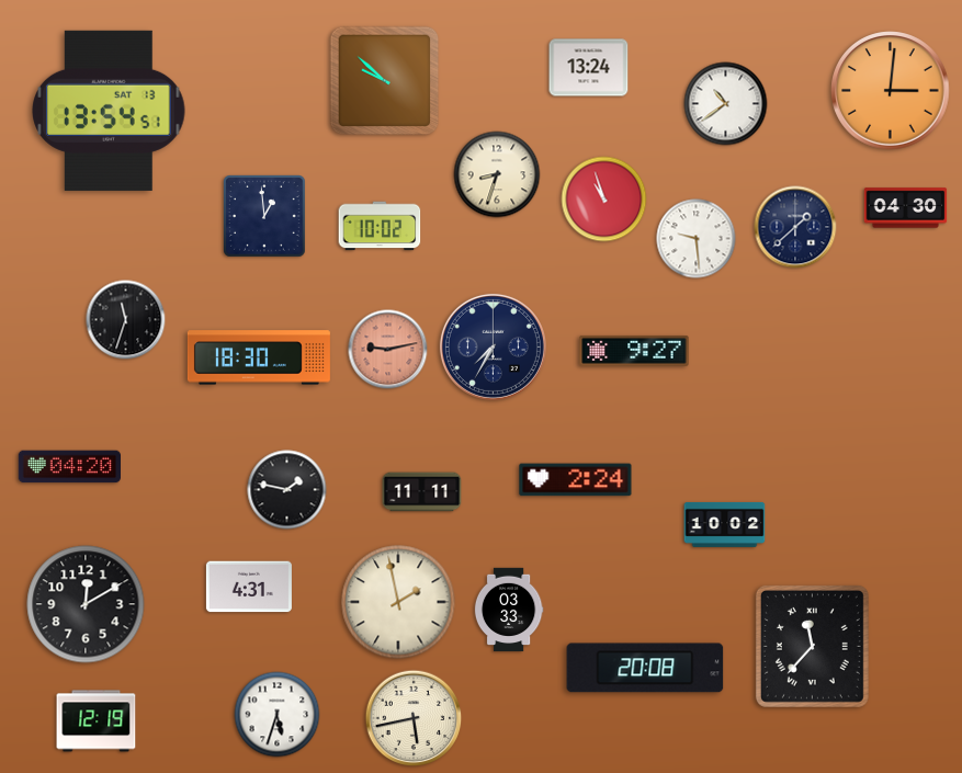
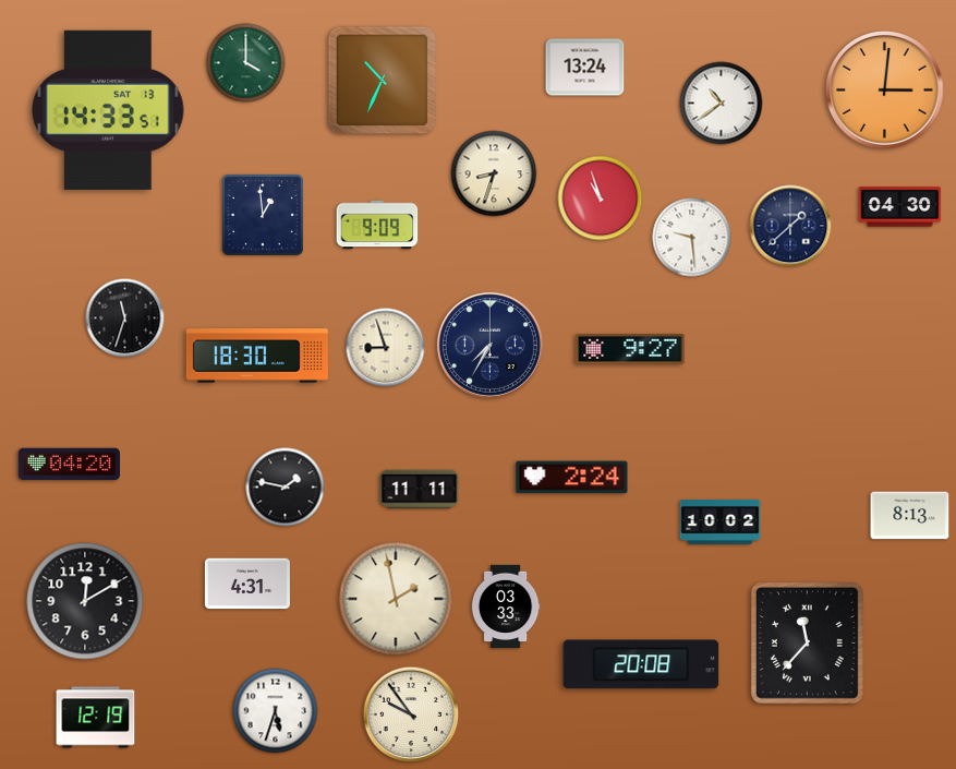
clock at (246, 63): none -> 4:00
clock at (385, 81): 9:52 -> 10:34
clock at (109, 111): 13:54 -> 14:33
clock at (380, 226): 10:02 -> 9:09
clock at (388, 350): 9:13 -> 8:57
clock at (388, 350) dial: salmon -> cream
clock at (910, 516): none -> 8:13
clock at (414, 718): 5:43 -> 9:54
